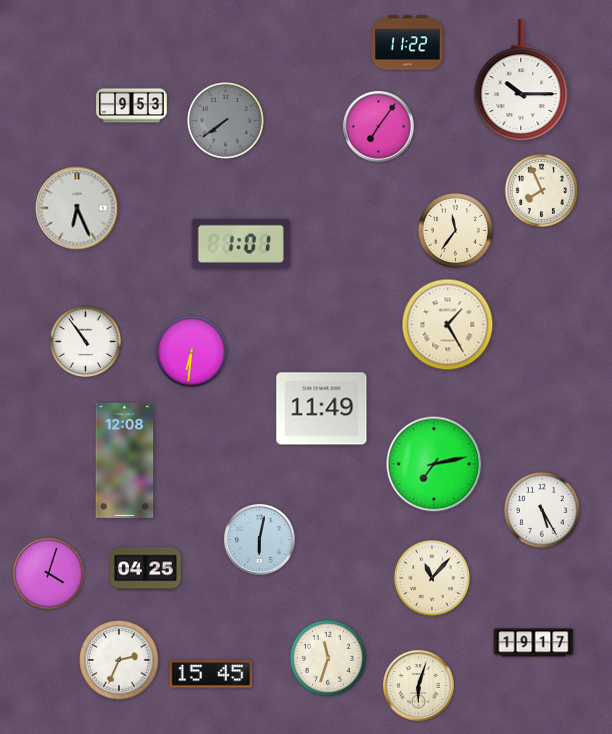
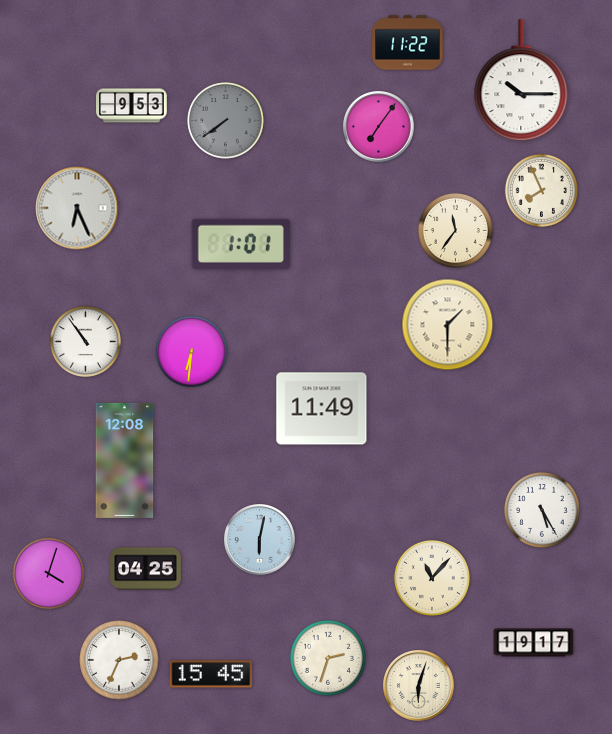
clock at (448, 325): 1:25 -> 1:30
clock at (434, 464): 7:13 -> none
clock at (328, 658): 11:33 -> 2:33
